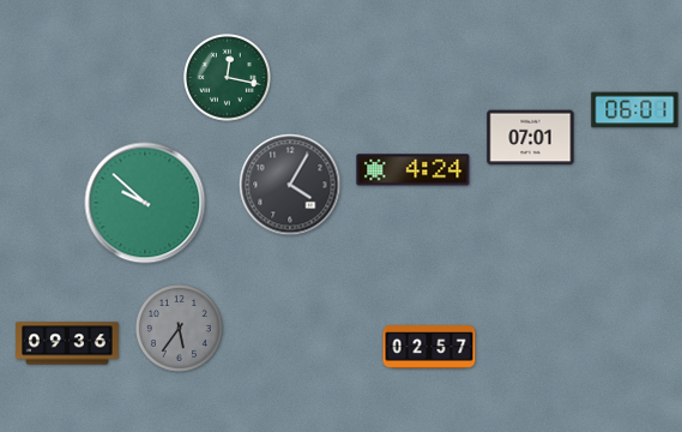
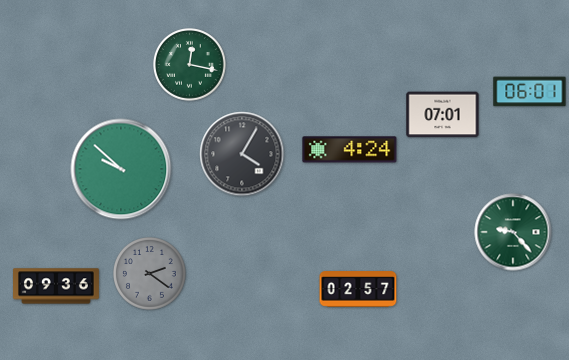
clock at (414, 170) position: (414, 170) -> (350, 150)
clock at (513, 232): none -> 9:23
clock at (180, 329): 5:36 -> 2:21
